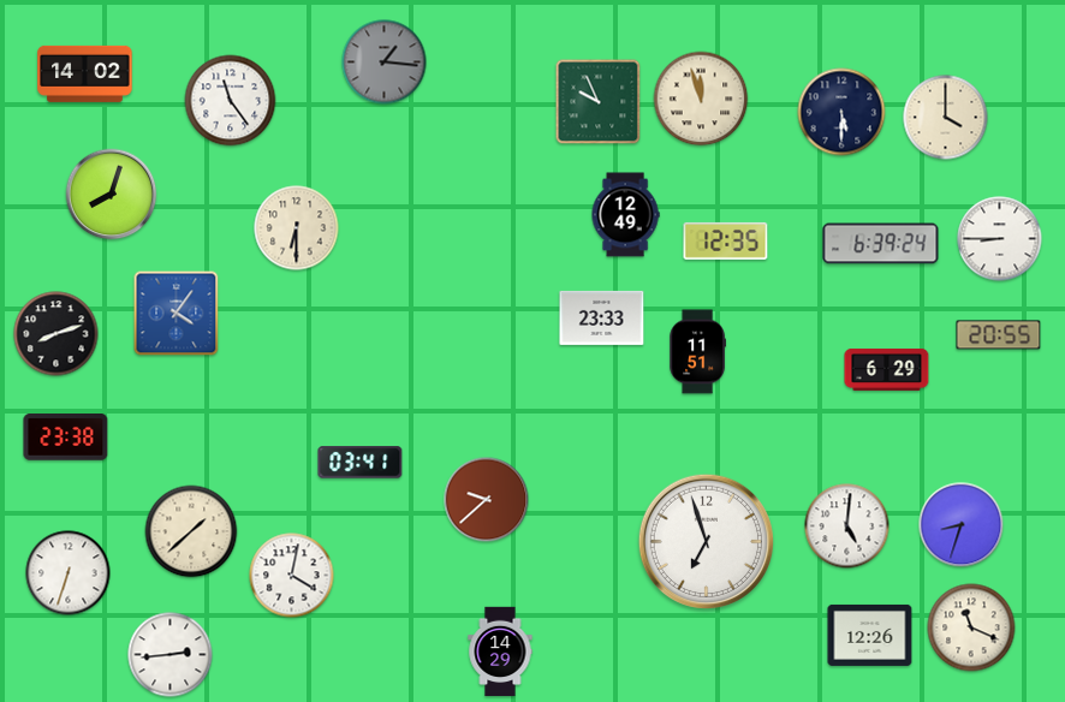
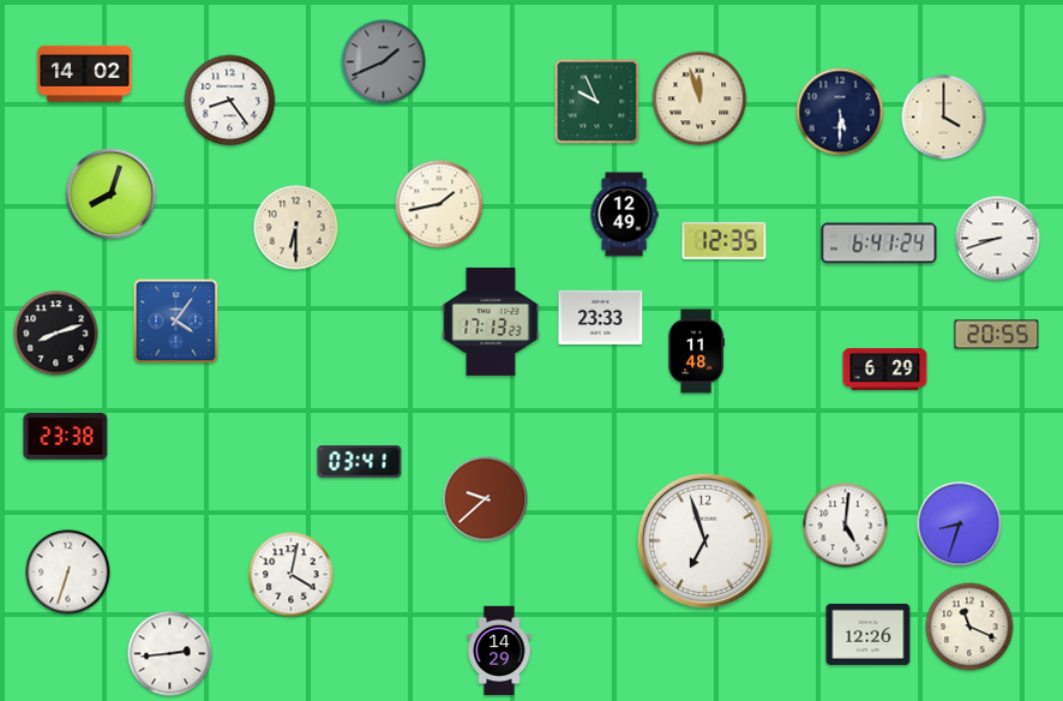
clock at (385, 63): 1:16 -> 1:41
clock at (231, 101): 11:24 -> 8:24
clock at (439, 204): none -> 1:43
clock at (1000, 239): 8:45 -> 8:42
clock at (881, 244): 6:39 -> 6:41
clock at (177, 314) position: (177, 314) -> (176, 322)
clock at (491, 322): none -> 17:13
clock at (697, 352): 11:51 -> 11:48
clock at (191, 531): 1:38 -> none
